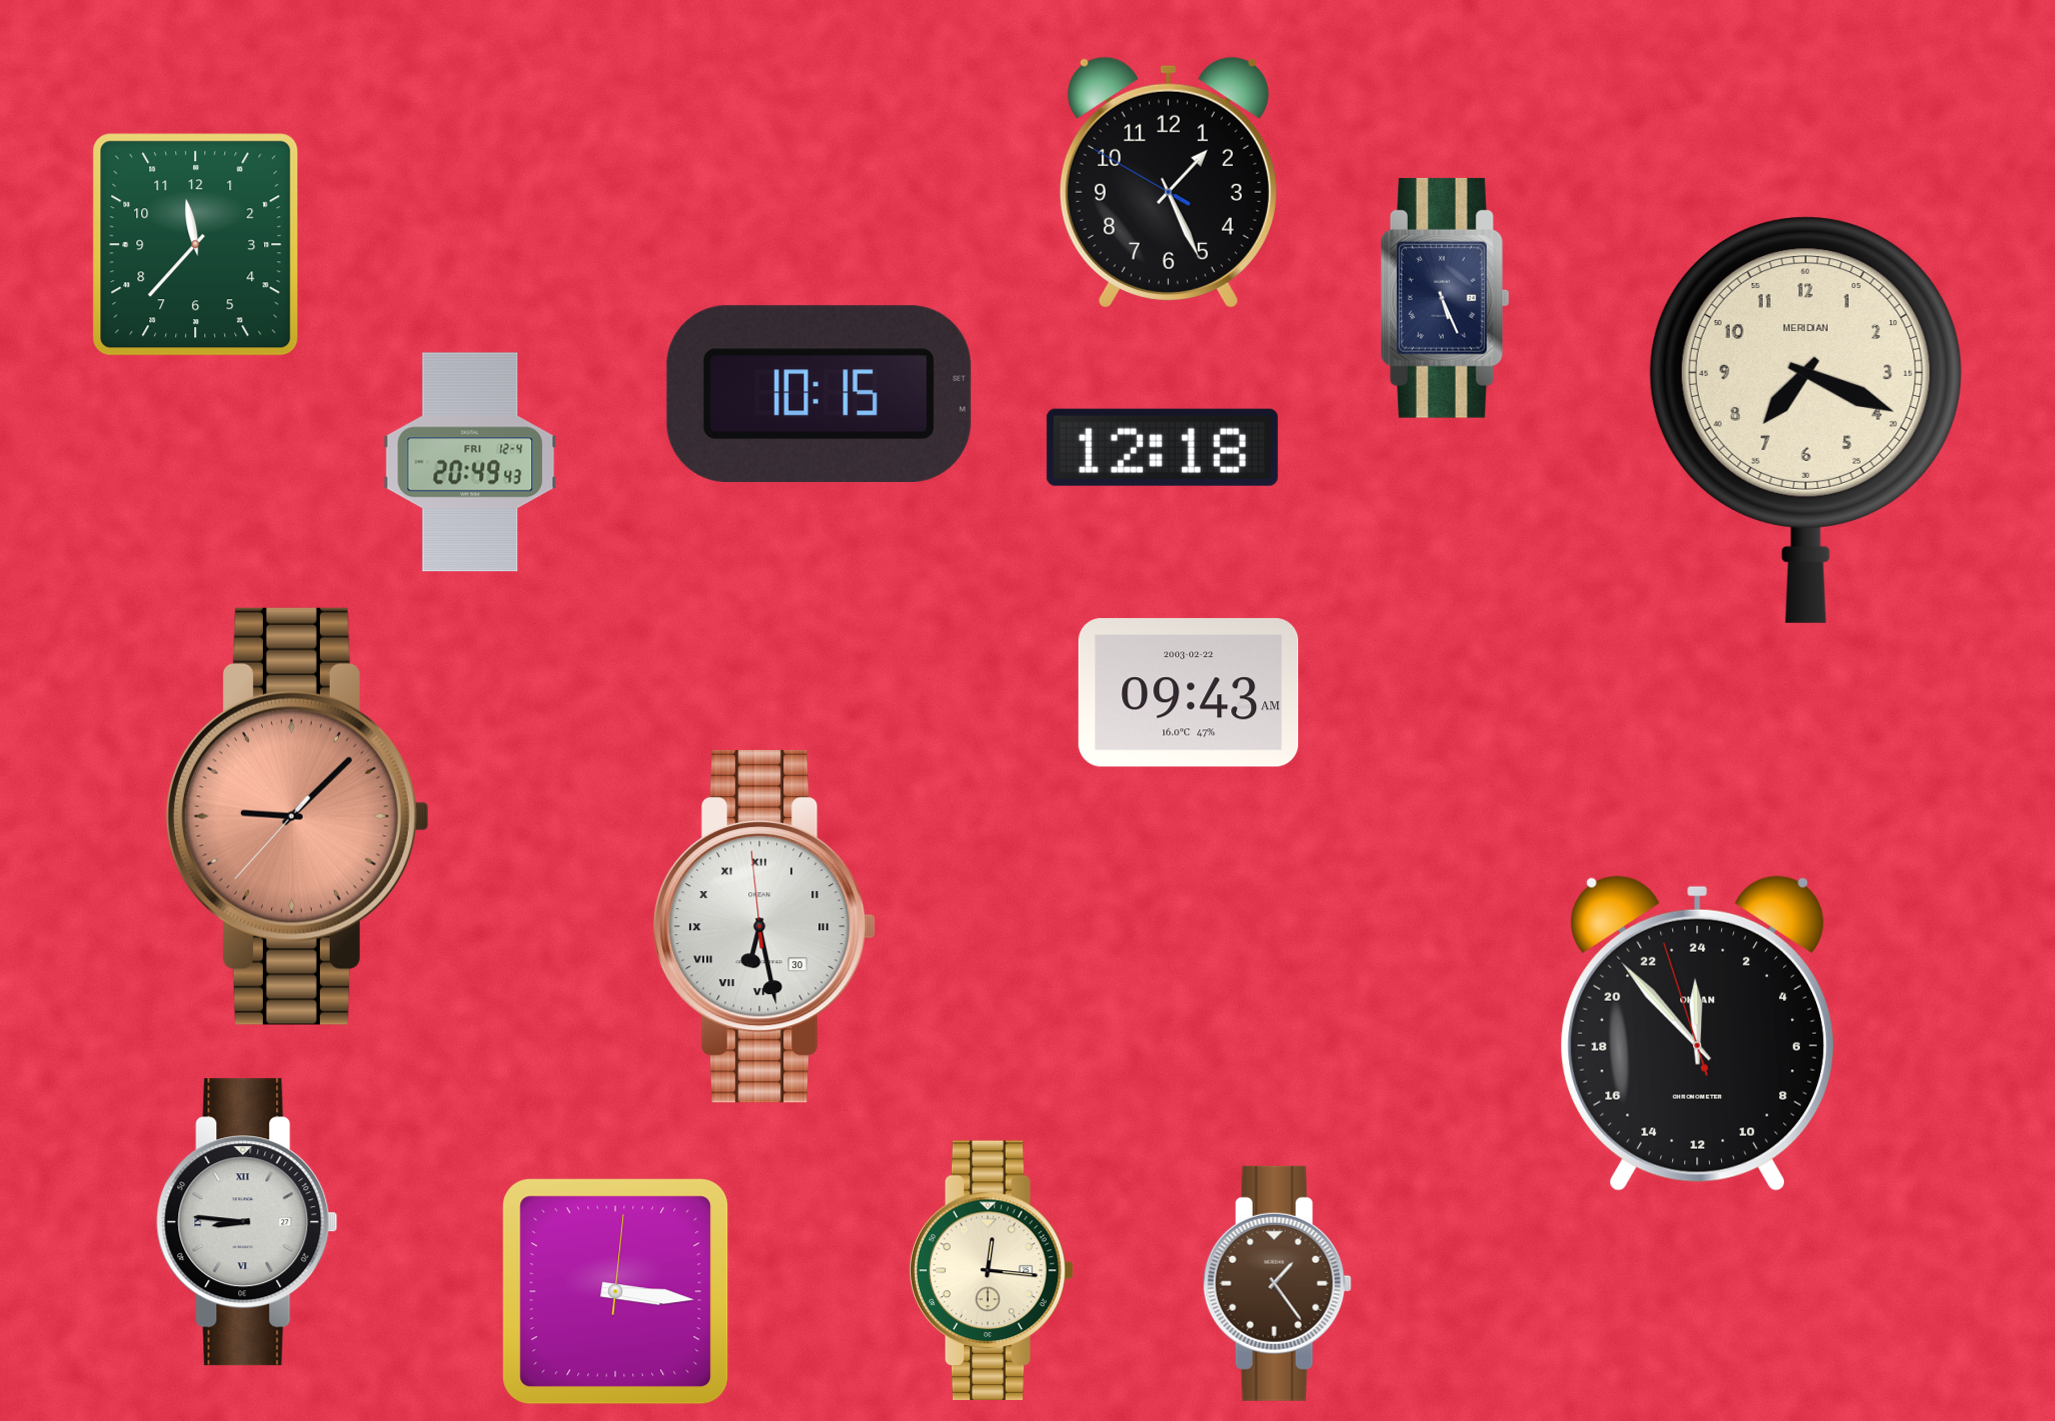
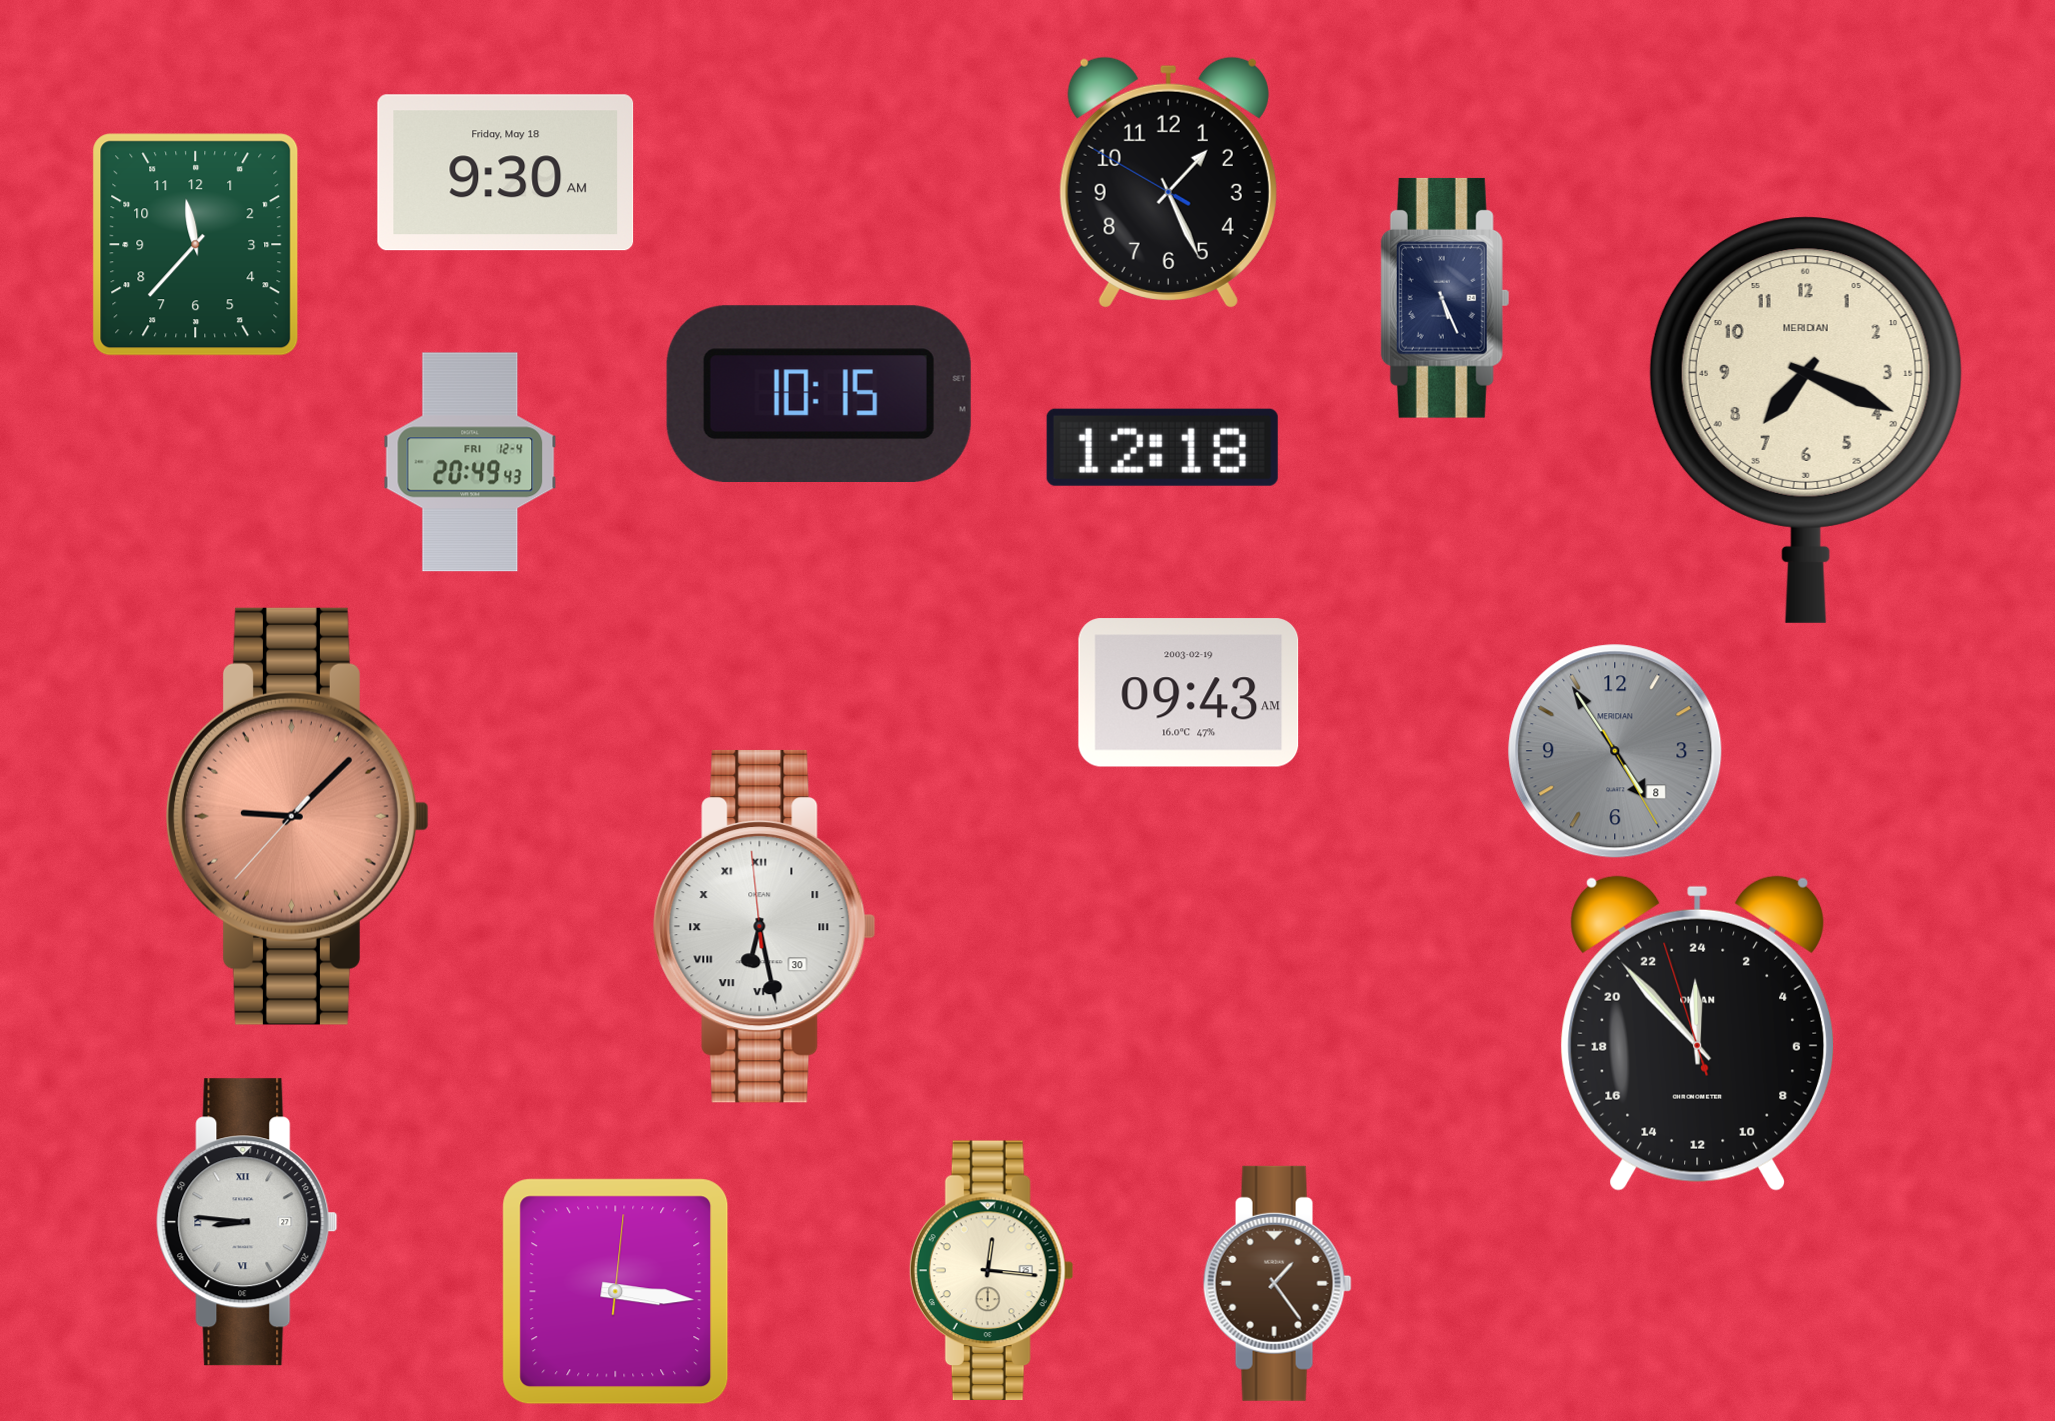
clock at (506, 173): none -> 9:30
clock at (1189, 693) date: 2003-02-22 -> 2003-02-19
clock at (1615, 751): none -> 4:54
